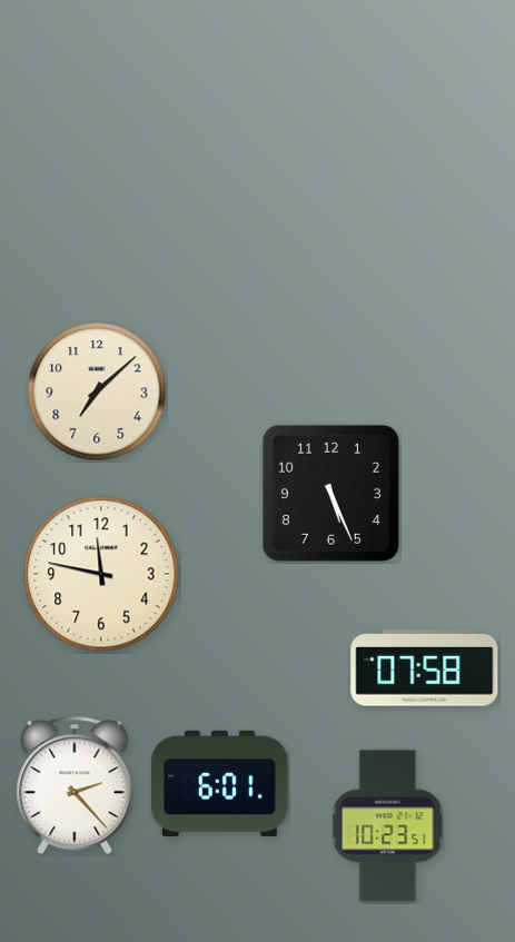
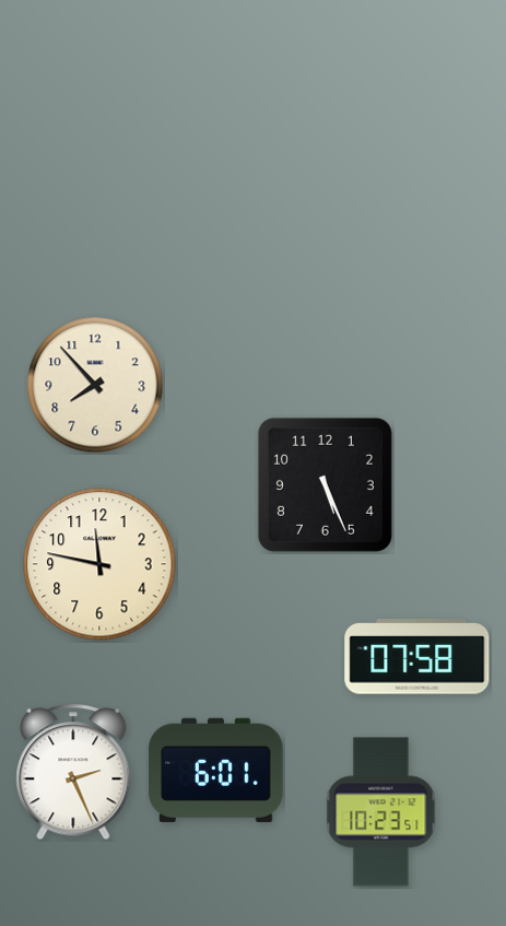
clock at (97, 391): 7:08 -> 7:53
clock at (75, 785): 2:23 -> 2:26
